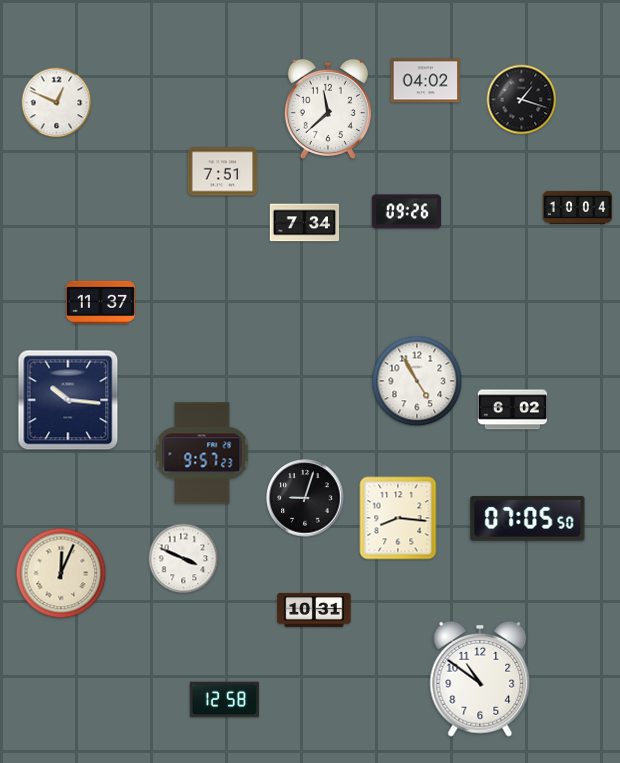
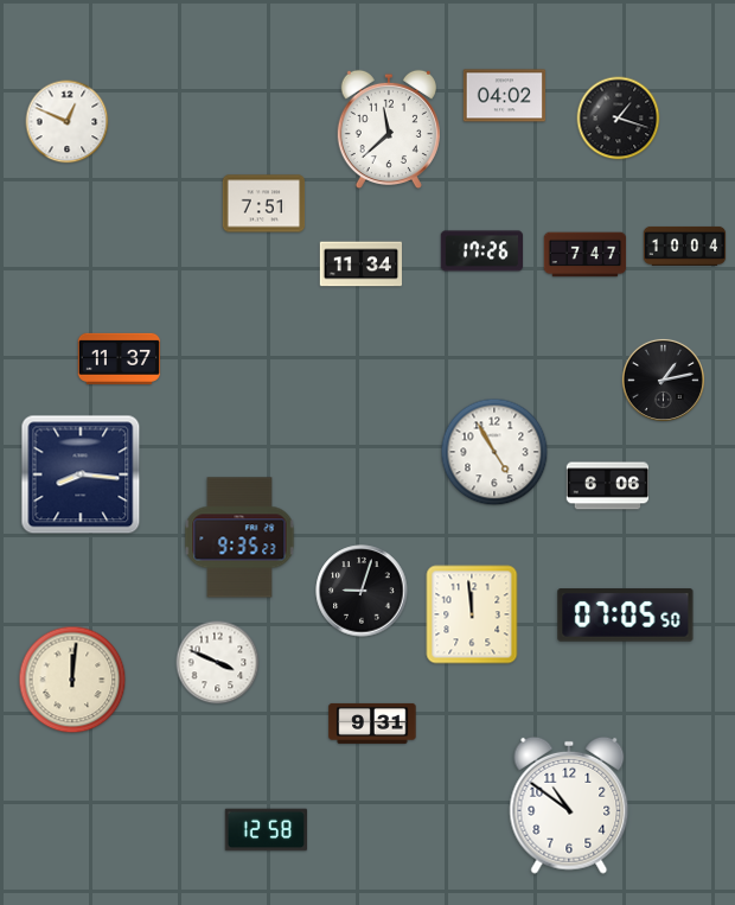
clock at (407, 212): 09:26 -> 17:26
clock at (586, 255): none -> 7:47
clock at (305, 223): 7:34 -> 11:34
clock at (663, 380): none -> 1:13
clock at (68, 400): 10:16 -> 8:16
clock at (513, 410): 6:02 -> 6:06
clock at (202, 453): 9:57 -> 9:35
clock at (398, 518): 8:16 -> 11:59
clock at (61, 573): 12:04 -> 12:01
clock at (314, 610): 10:31 -> 9:31
